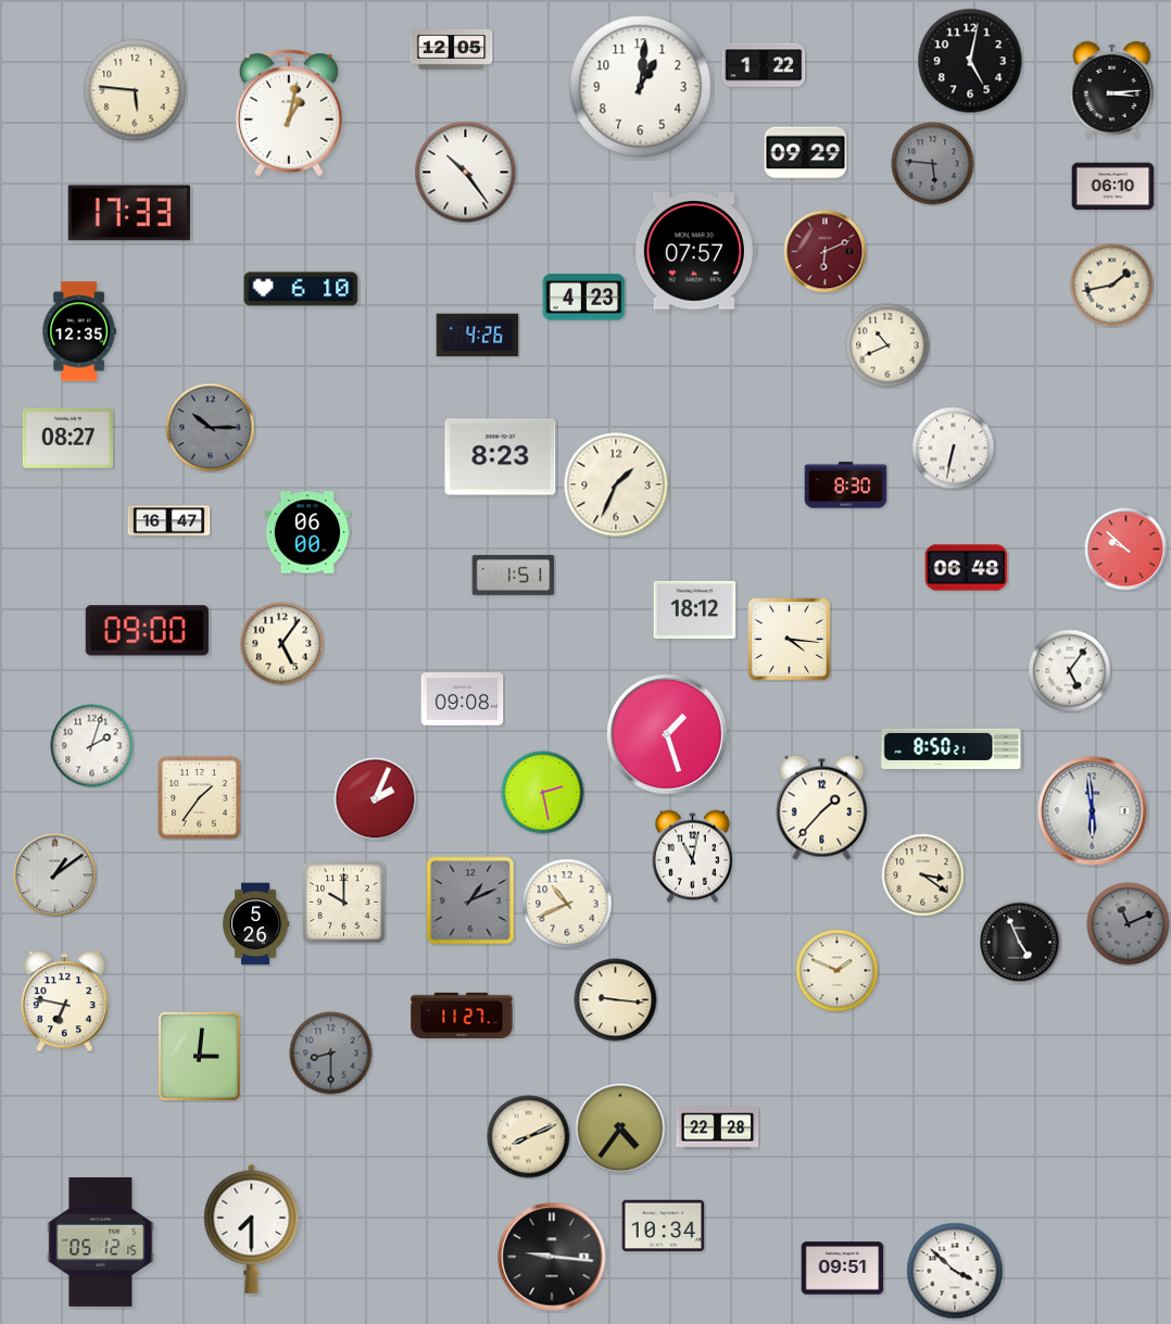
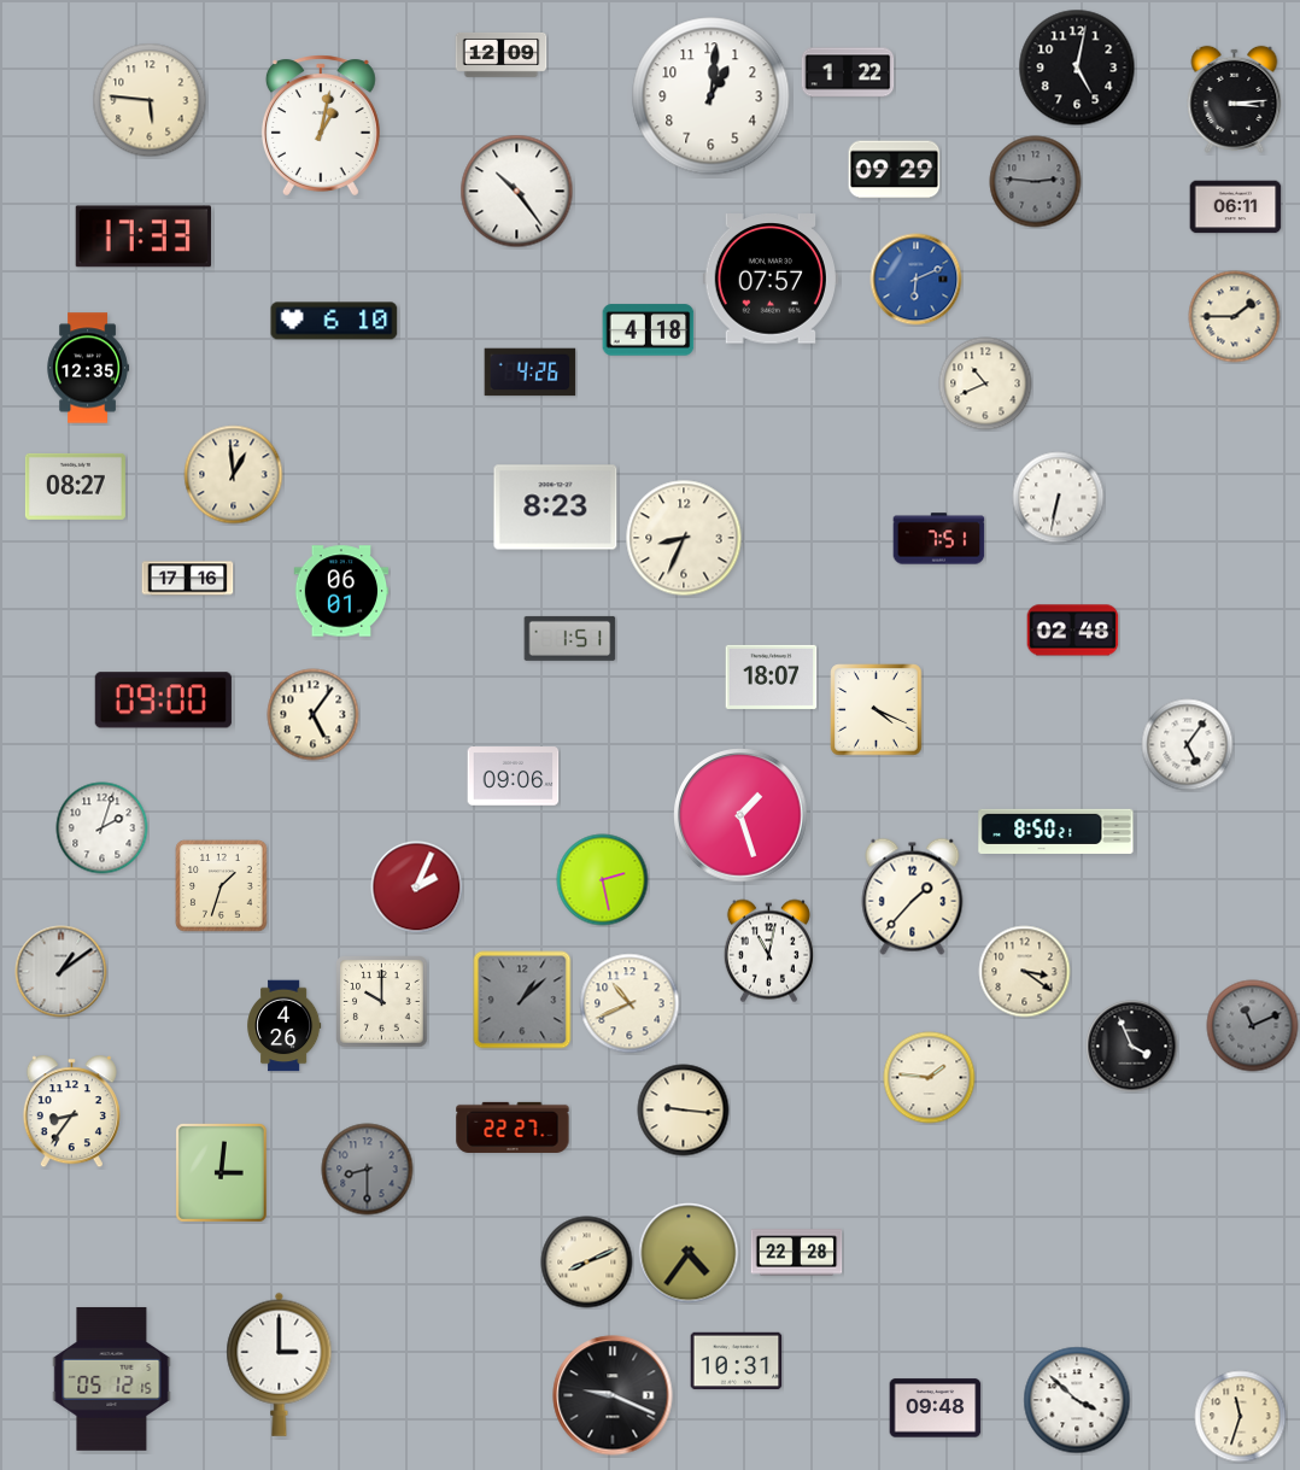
clock at (452, 50): 12:05 -> 12:09
clock at (933, 164): 5:46 -> 2:46
clock at (1113, 187): 06:10 -> 06:11
clock at (826, 252) dial: burgundy -> blue
clock at (1112, 286): 1:43 -> 1:45
clock at (584, 298): 4:23 -> 4:18
clock at (211, 428): 10:15 -> 12:59
clock at (211, 428) dial: grey -> cream
clock at (616, 484): 1:34 -> 8:34
clock at (846, 486): 8:30 -> 7:51
clock at (169, 521): 16:47 -> 17:16
clock at (307, 532): 06:00 -> 06:01
clock at (1126, 550): 9:52 -> none
clock at (967, 568): 06:48 -> 02:48
clock at (695, 609): 18:12 -> 18:07
clock at (790, 640): 4:16 -> 4:19
clock at (463, 699): 09:08 -> 09:06
clock at (200, 798): 1:36 -> 1:33
clock at (1093, 811): 5:59 -> none
clock at (470, 900): 1:11 -> 1:08
clock at (256, 924): 5:26 -> 4:26
clock at (1020, 943): 4:56 -> 3:56
clock at (838, 971): 1:49 -> 1:46
clock at (64, 1001): 6:47 -> 8:36
clock at (462, 1016): 11:27 -> 22:27
clock at (664, 1226): 10:34 -> 10:31
clock at (252, 1228): 7:30 -> 3:00
clock at (552, 1257): 9:16 -> 9:19
clock at (843, 1269): 09:51 -> 09:48
clock at (955, 1271) position: (955, 1271) -> (1077, 1400)
clock at (1241, 1417): none -> 11:33
